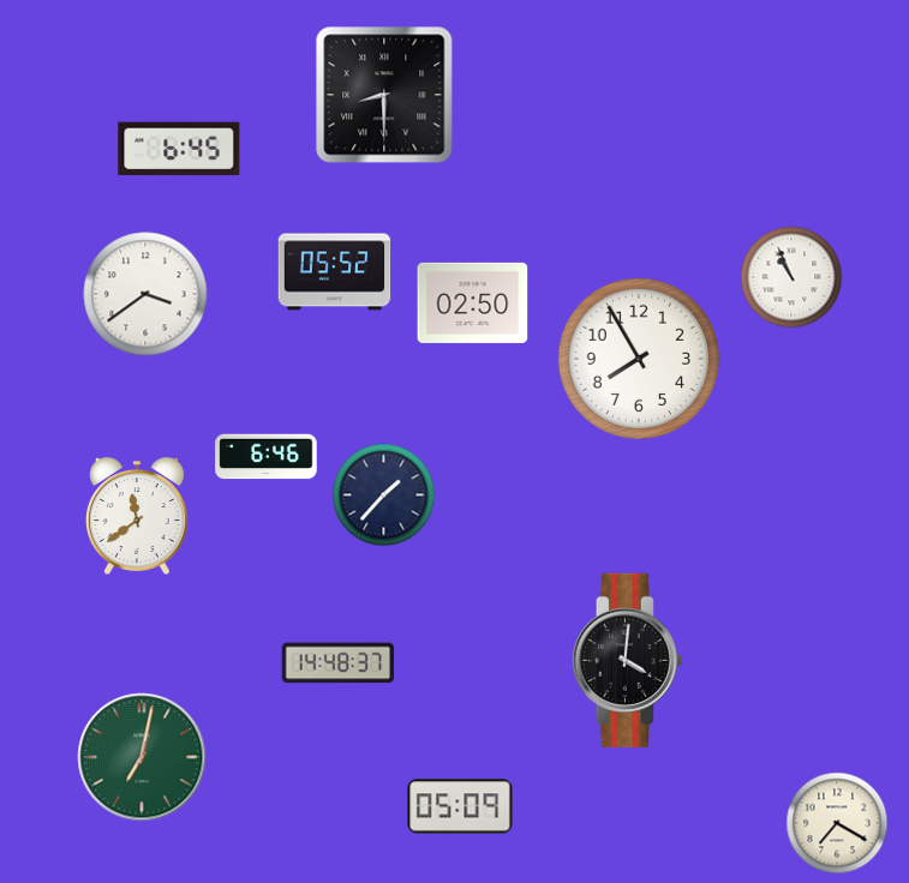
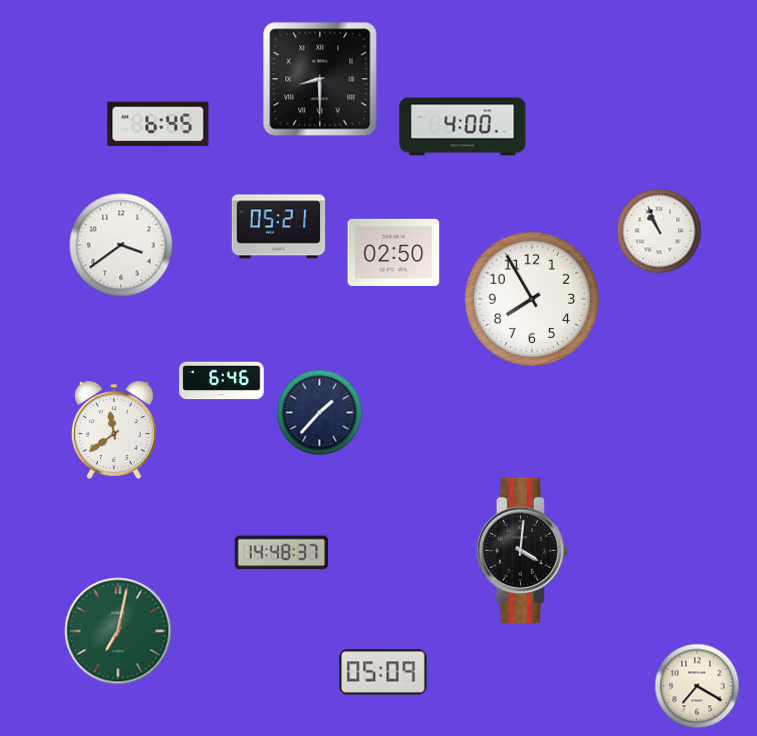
clock at (179, 149) position: (179, 149) -> (158, 124)
clock at (463, 127): none -> 4:00
clock at (335, 272): 05:52 -> 05:21
